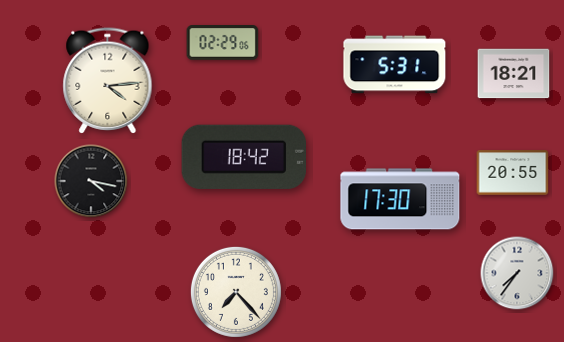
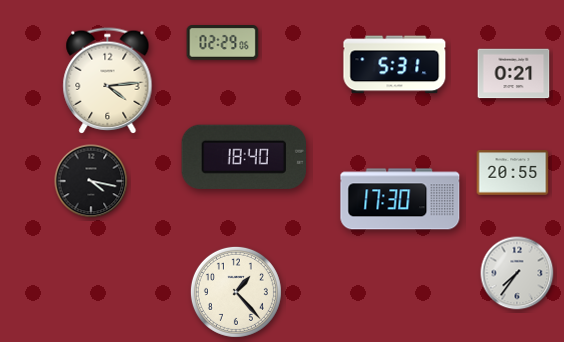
clock at (514, 74): 18:21 -> 0:21
clock at (243, 157): 18:42 -> 18:40
clock at (236, 292): 7:23 -> 1:23
